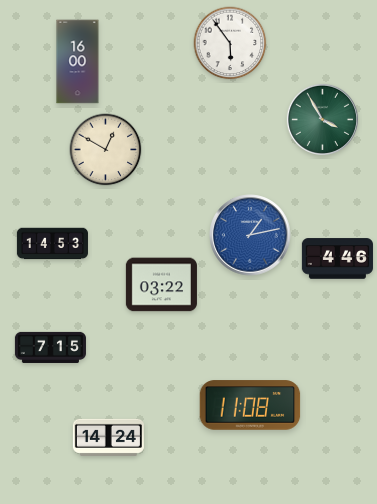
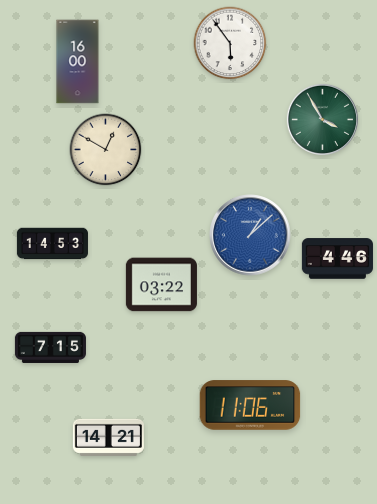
clock at (250, 235): 1:13 -> 1:08
clock at (250, 405): 11:08 -> 11:06
clock at (108, 437): 14:24 -> 14:21
